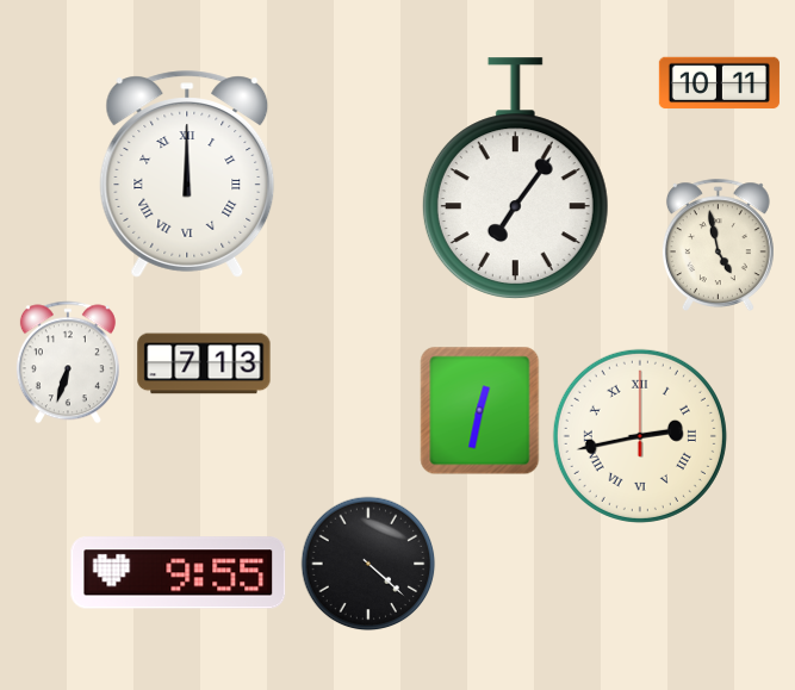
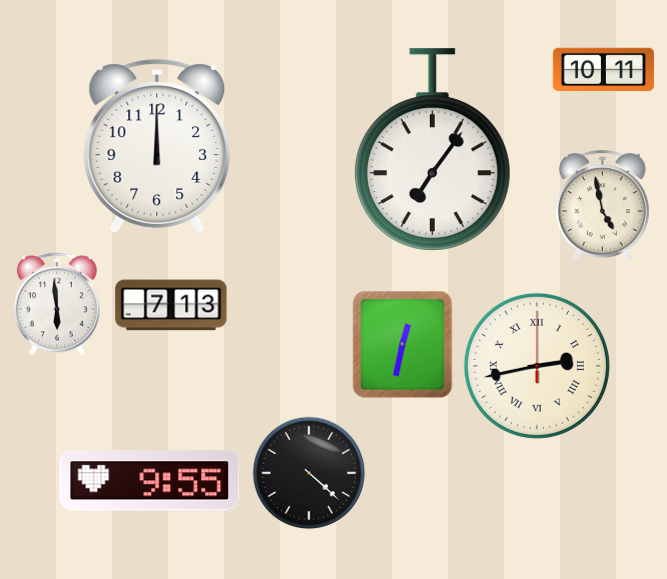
clock at (187, 174) numerals: Roman -> Arabic
clock at (68, 362): 6:33 -> 5:59
